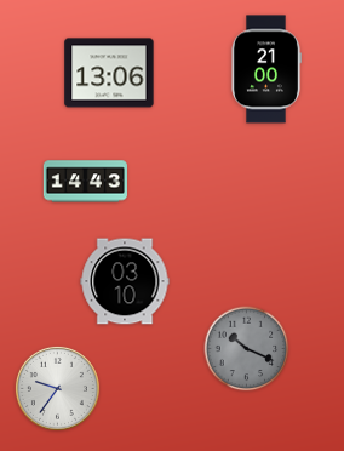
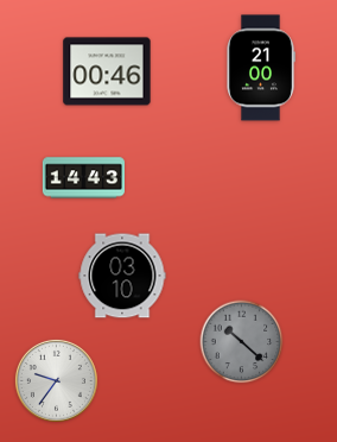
clock at (109, 73): 13:06 -> 00:46
clock at (247, 349): 10:19 -> 10:22
